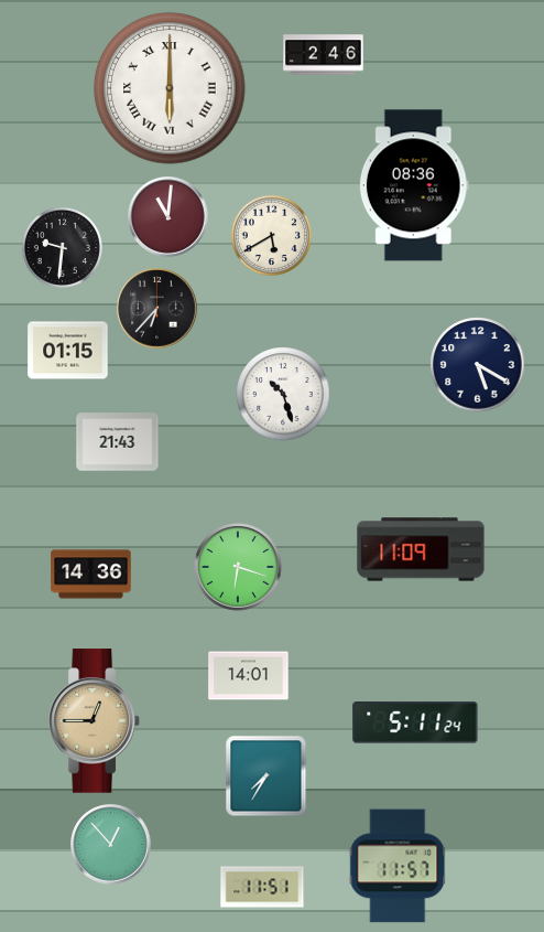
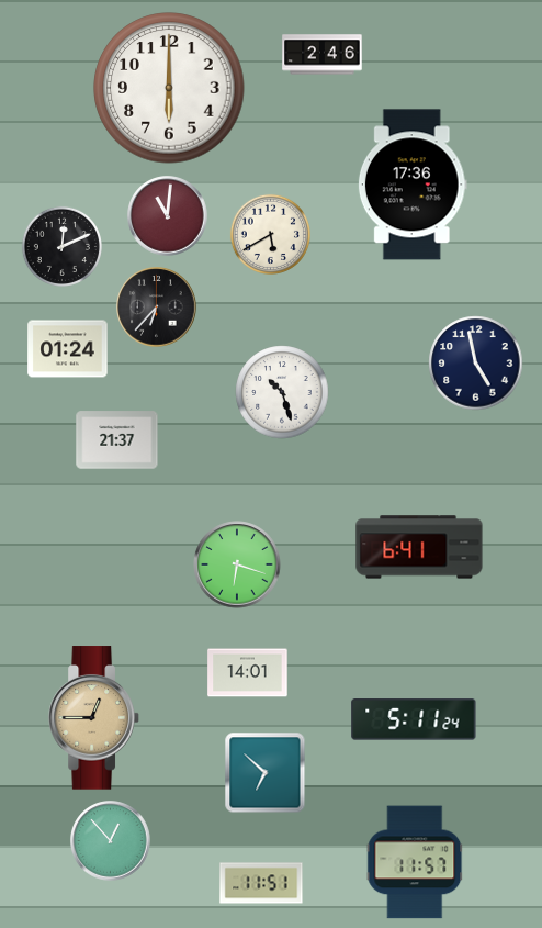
clock at (170, 88) numerals: Roman -> Arabic
clock at (414, 185): 08:36 -> 17:36
clock at (62, 247): 9:31 -> 12:11
clock at (68, 351): 01:15 -> 01:24
clock at (478, 365): 5:20 -> 4:58
clock at (118, 442): 21:43 -> 21:37
clock at (421, 549): 11:09 -> 6:41
clock at (91, 575): 14:36 -> none
clock at (266, 776): 7:35 -> 6:52
clock at (398, 866) position: (398, 866) -> (415, 862)
